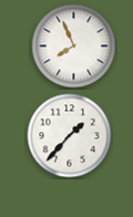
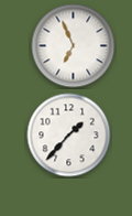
clock at (74, 46): 7:56 -> 6:56
